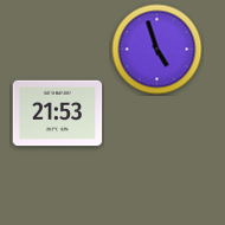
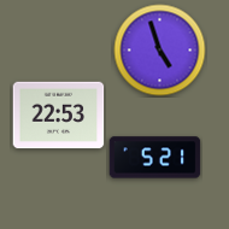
clock at (58, 114): 21:53 -> 22:53
clock at (155, 158): none -> 5:21
